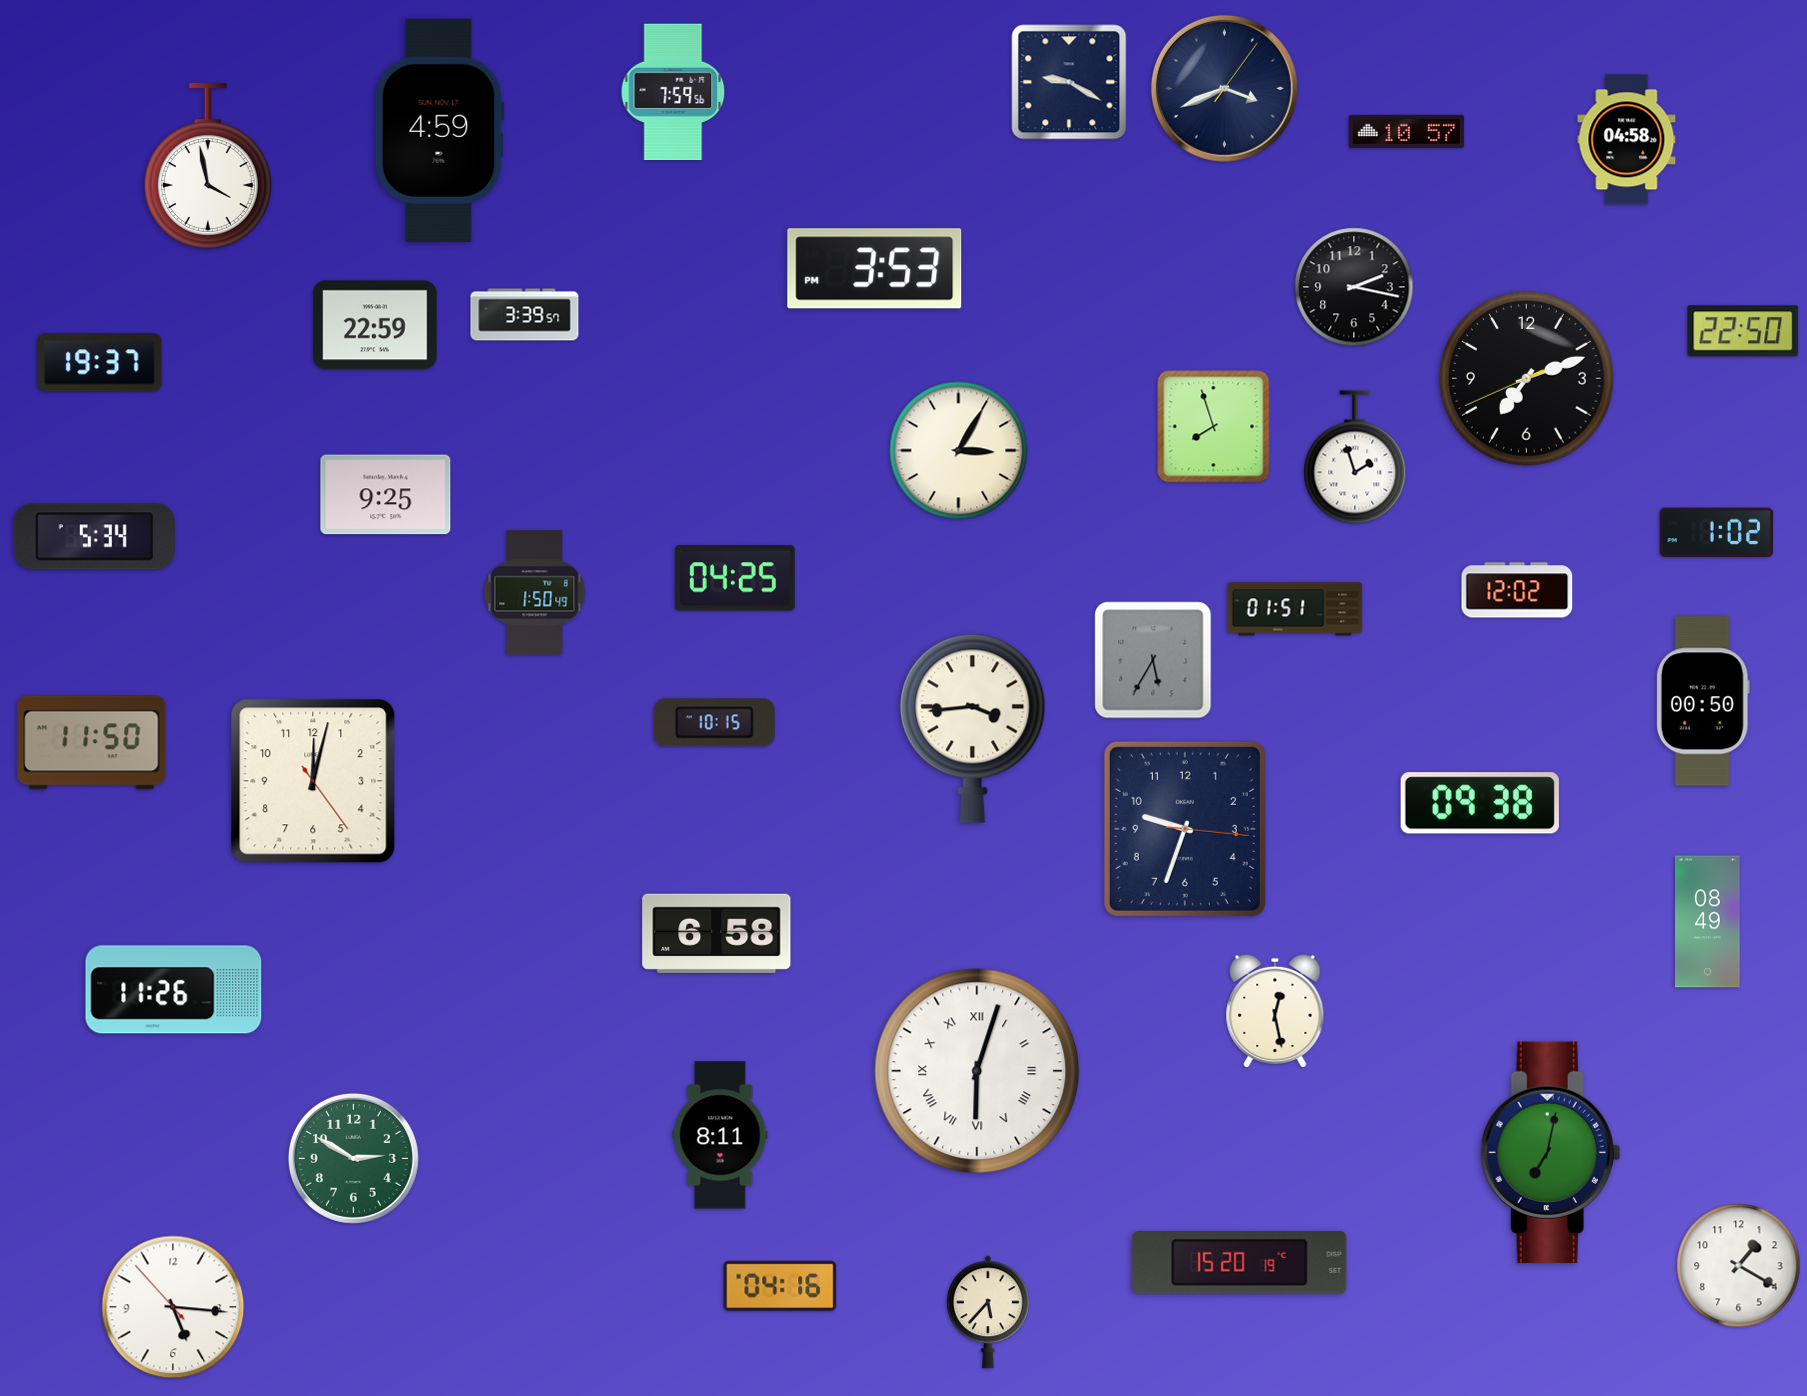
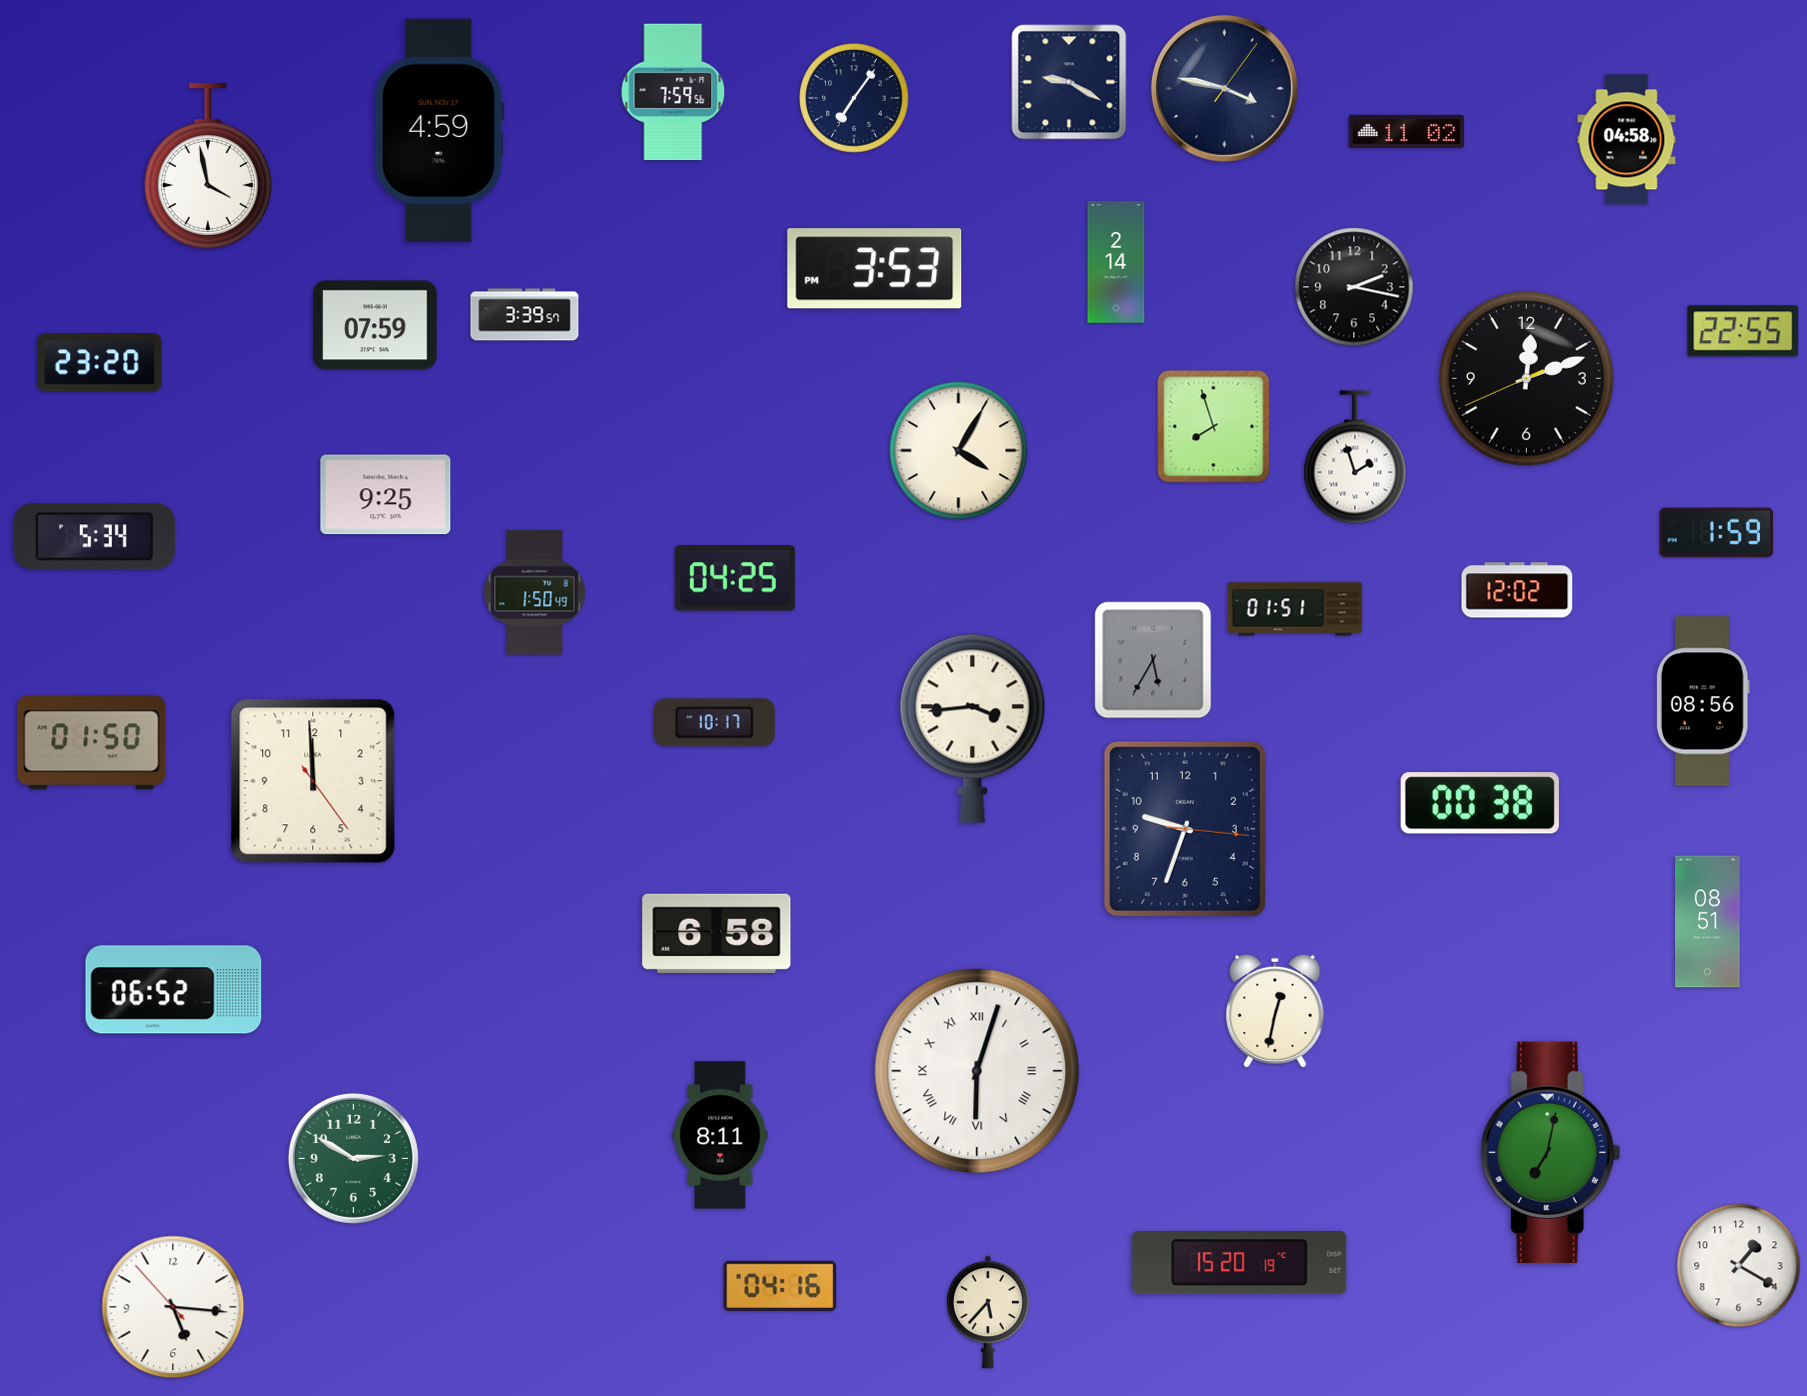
clock at (1224, 88): 3:41 -> 3:47
clock at (854, 98): none -> 7:06
clock at (1407, 131): 10:57 -> 11:02
clock at (1116, 262): none -> 2:14
clock at (375, 325): 22:59 -> 07:59
clock at (1743, 331): 22:50 -> 22:55
clock at (100, 363): 19:37 -> 23:20
clock at (1526, 378): 7:11 -> 12:11
clock at (959, 451): 3:05 -> 4:05
clock at (1717, 533): 1:02 -> 1:59
clock at (1703, 701): 00:50 -> 08:56
clock at (714, 723): 10:15 -> 10:17
clock at (92, 743): 11:50 -> 01:50
clock at (313, 781): 12:02 -> 11:59
clock at (1480, 803): 09:38 -> 00:38
clock at (1708, 922): 08:49 -> 08:51
clock at (174, 990): 11:26 -> 06:52
clock at (1275, 1011): 12:28 -> 12:32
